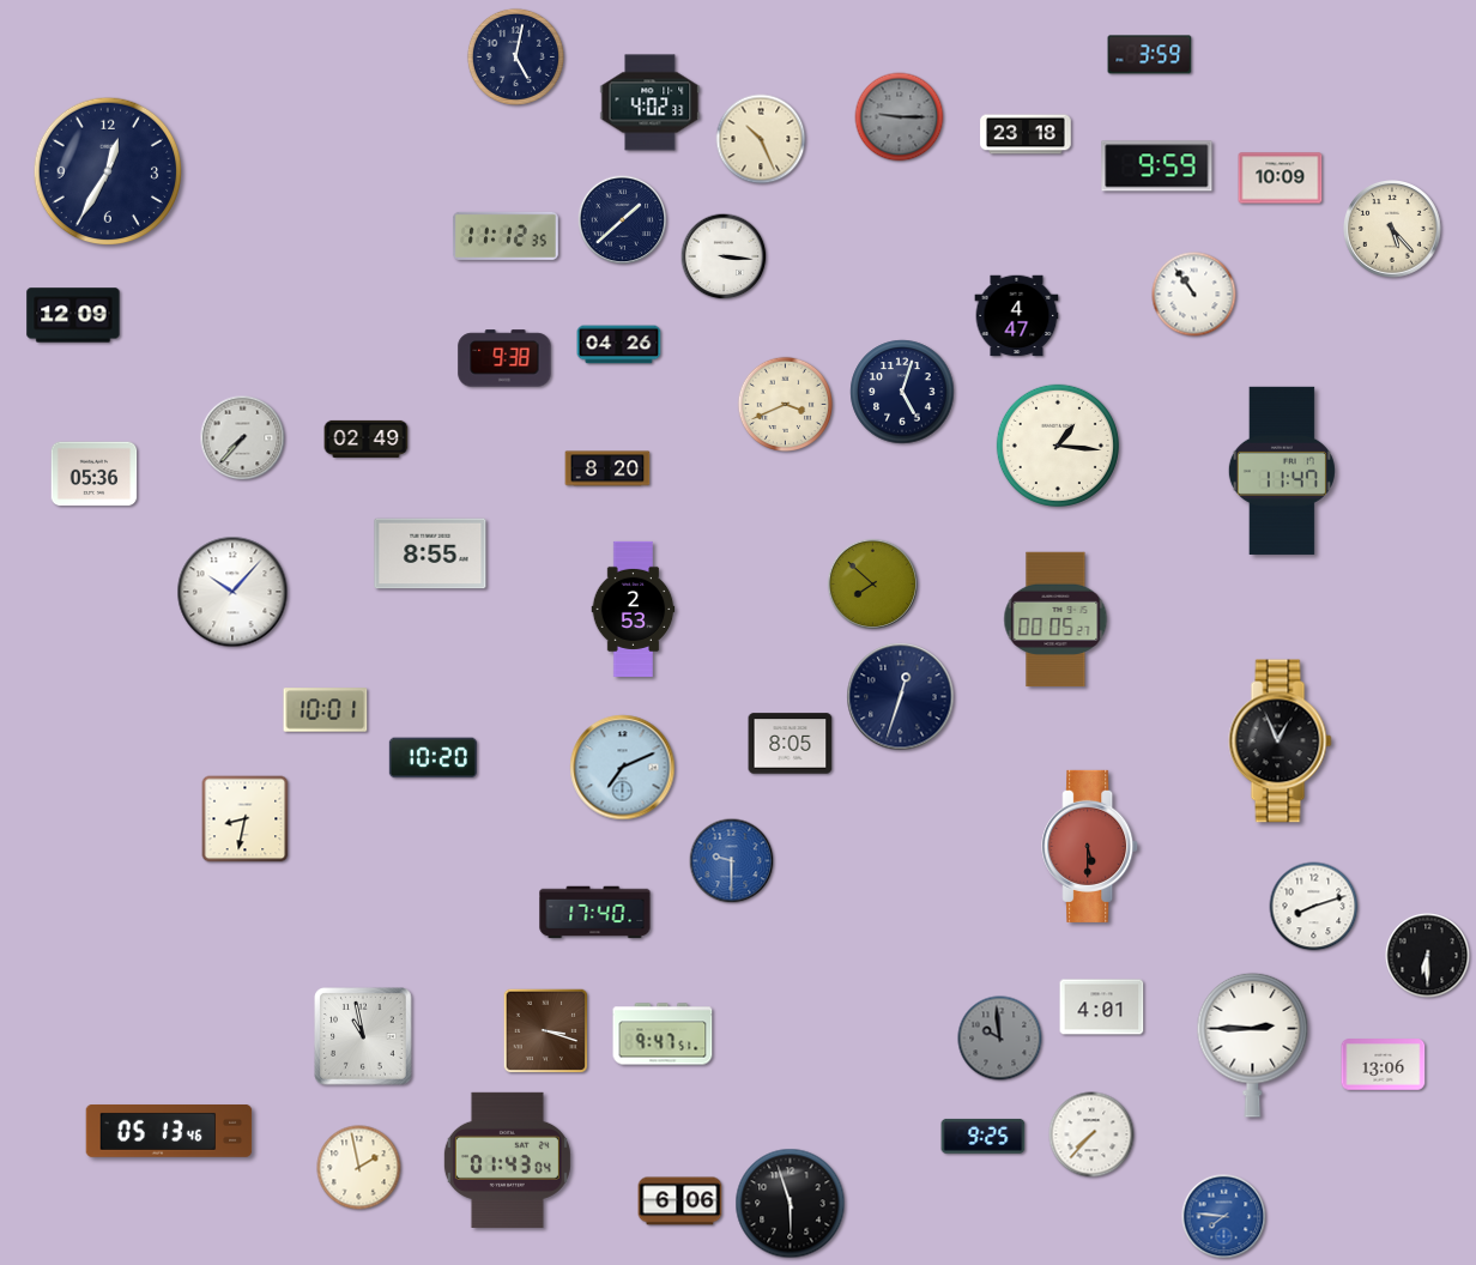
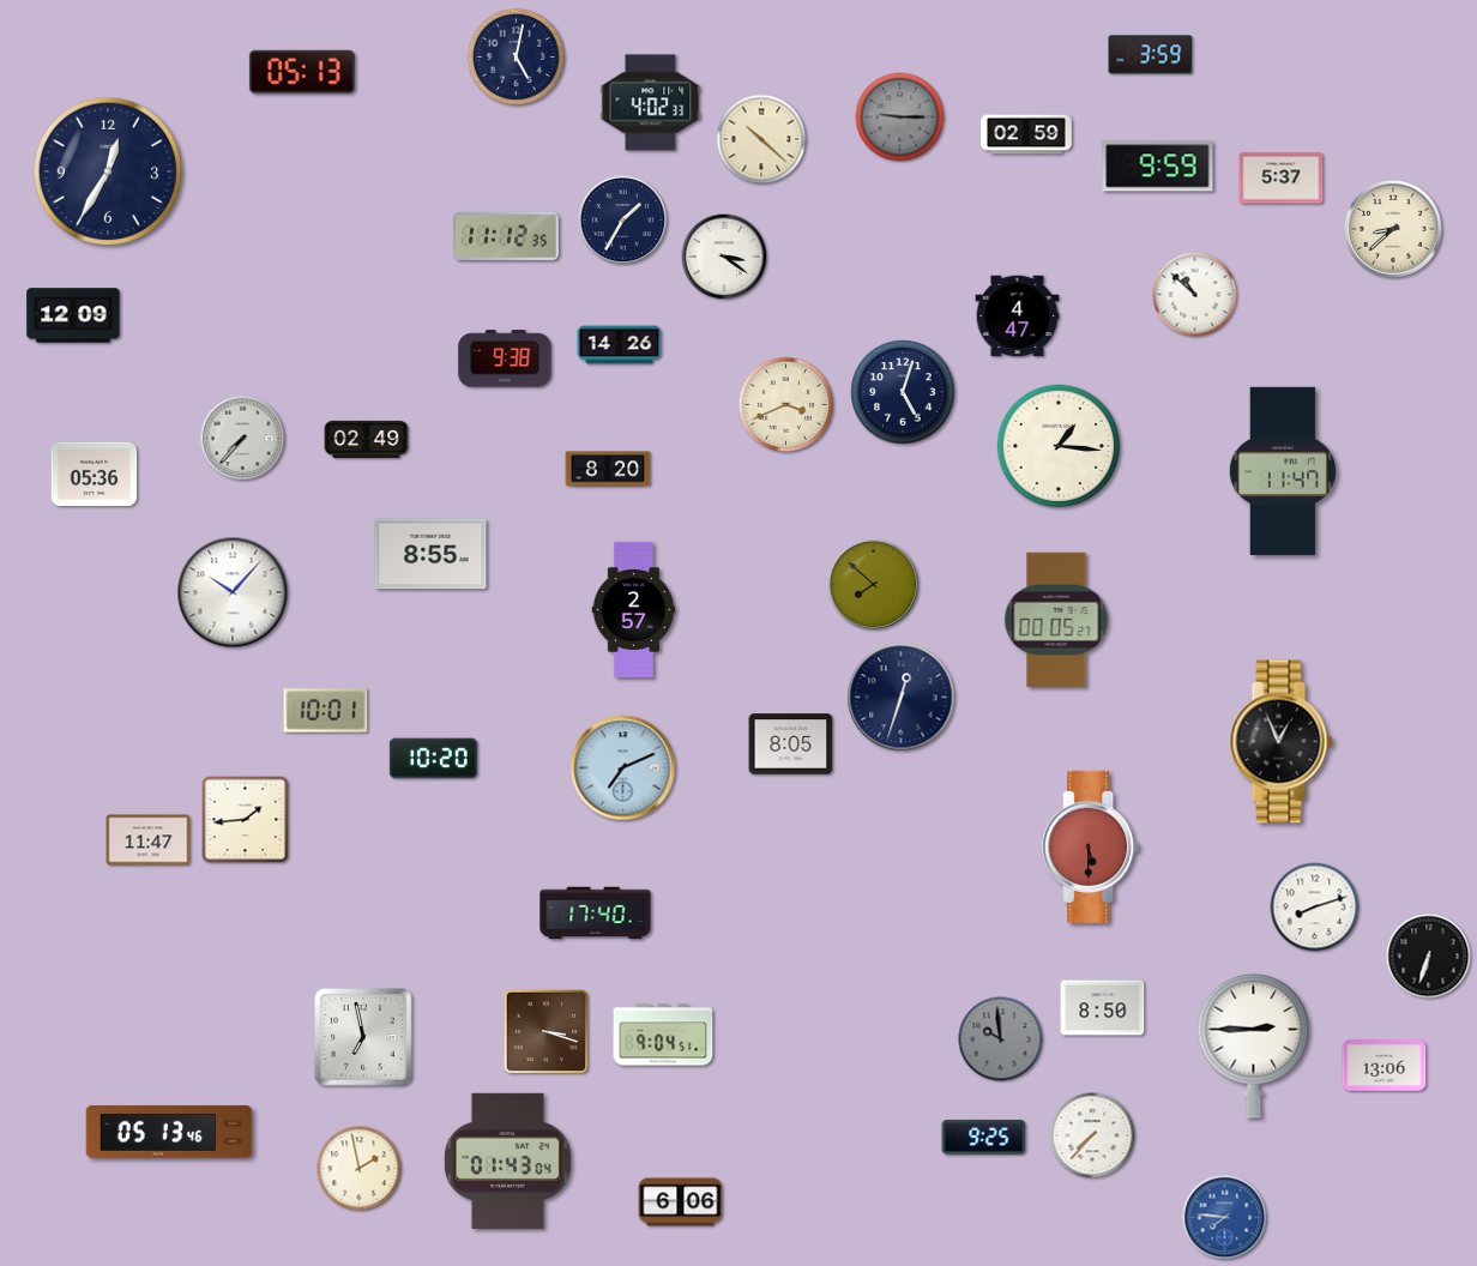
clock at (302, 72): none -> 05:13
clock at (1026, 134): 23:18 -> 02:59
clock at (761, 139): 10:26 -> 10:22
clock at (1281, 178): 10:09 -> 5:37
clock at (623, 220): 1:38 -> 1:35
clock at (1393, 230): 5:23 -> 8:38
clock at (724, 256): 3:16 -> 3:21
clock at (1194, 295): 10:54 -> 10:52
clock at (619, 345): 04:26 -> 14:26
clock at (634, 609): 2:53 -> 2:57
clock at (246, 819): 8:32 -> 1:44
clock at (149, 840): none -> 11:47
clock at (732, 861): 9:30 -> none
clock at (1428, 956): 6:30 -> 6:33
clock at (1102, 1007): 4:01 -> 8:50
clock at (663, 1034): 9:47 -> 9:04
clock at (363, 1036): 10:58 -> 6:58
clock at (791, 1204): 5:57 -> none
